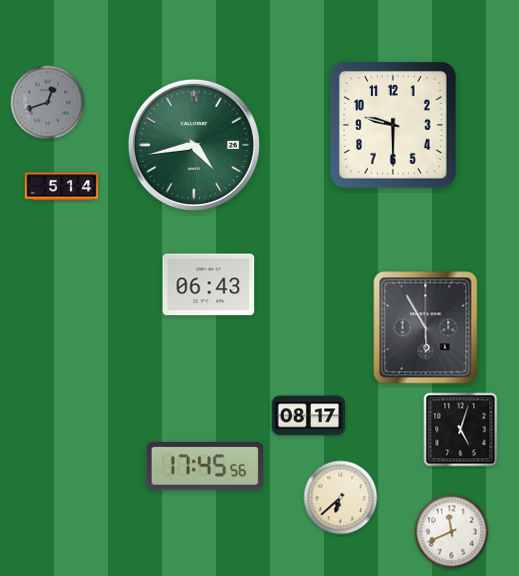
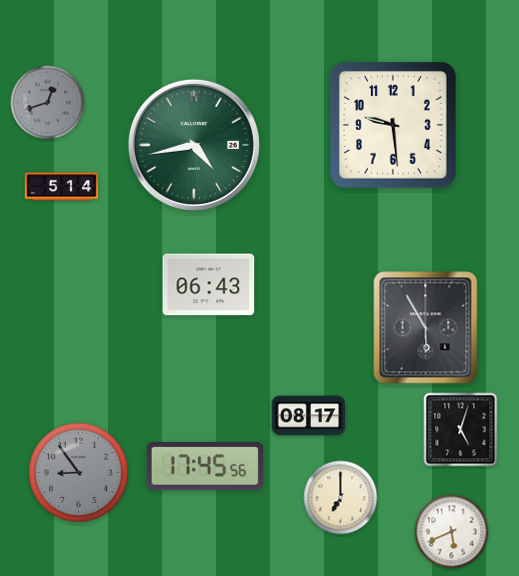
clock at (394, 126): 9:30 -> 9:29
clock at (78, 472): none -> 8:54
clock at (341, 498): 6:38 -> 7:00
clock at (452, 532): 11:41 -> 5:41
